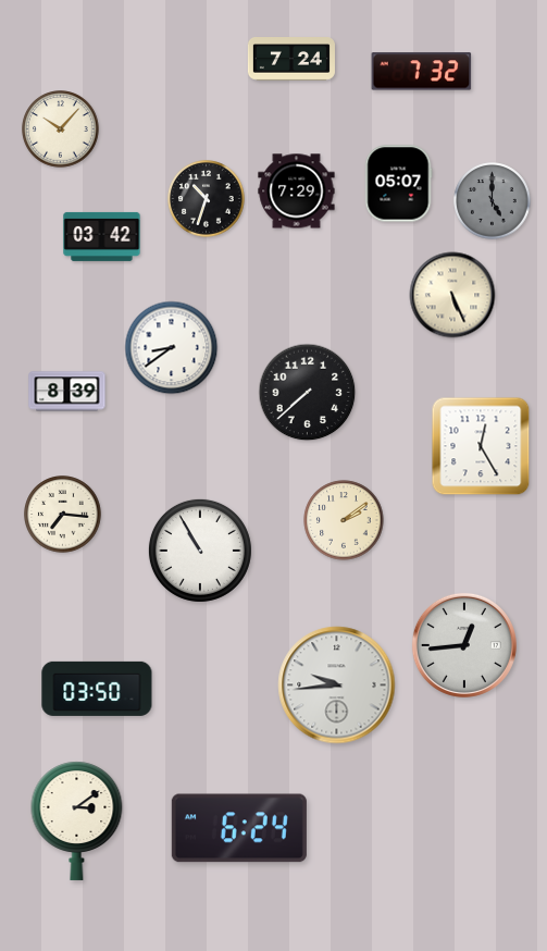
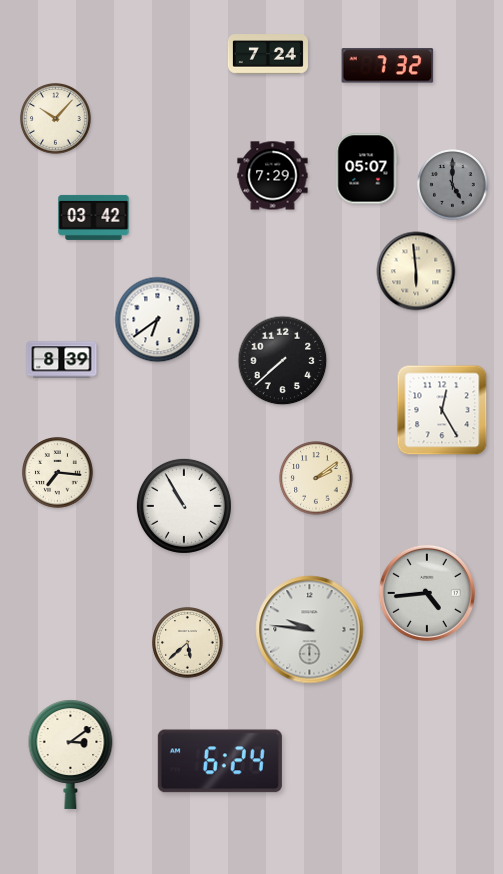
clock at (207, 199): 10:33 -> none
clock at (452, 295): 5:26 -> 5:59
clock at (172, 348): 8:39 -> 6:39
clock at (464, 645): 12:44 -> 4:44
clock at (337, 686): 9:44 -> 9:46
clock at (97, 689): 03:50 -> none
clock at (188, 643): none -> 5:38
